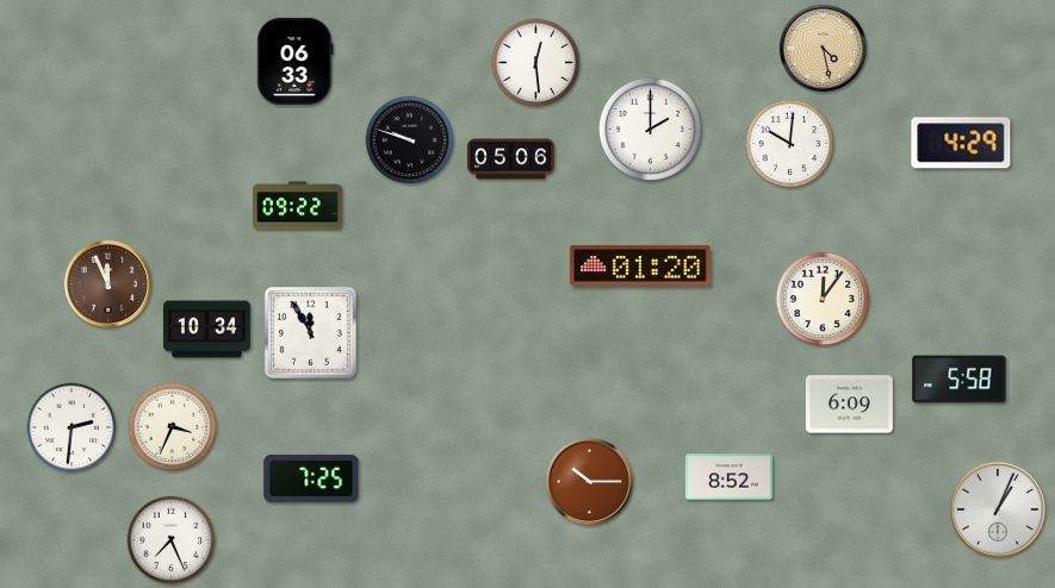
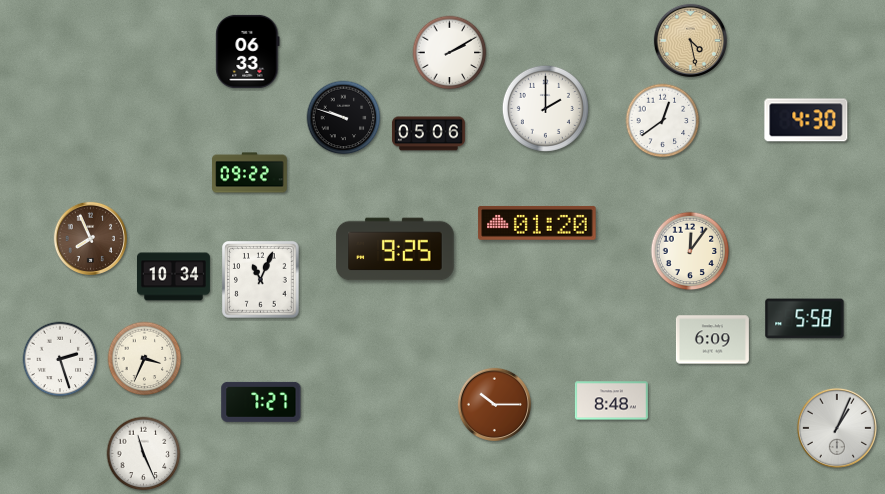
clock at (536, 63): 12:29 -> 2:10
clock at (961, 143): 4:29 -> 4:30
clock at (790, 144): 10:01 -> 12:39
clock at (107, 283): 11:56 -> 7:56
clock at (395, 249): none -> 9:25
clock at (311, 333): 11:55 -> 11:04
clock at (72, 427): 2:31 -> 2:27
clock at (728, 477): 8:52 -> 8:48
clock at (311, 478): 7:25 -> 7:27
clock at (172, 540): 7:26 -> 11:26
